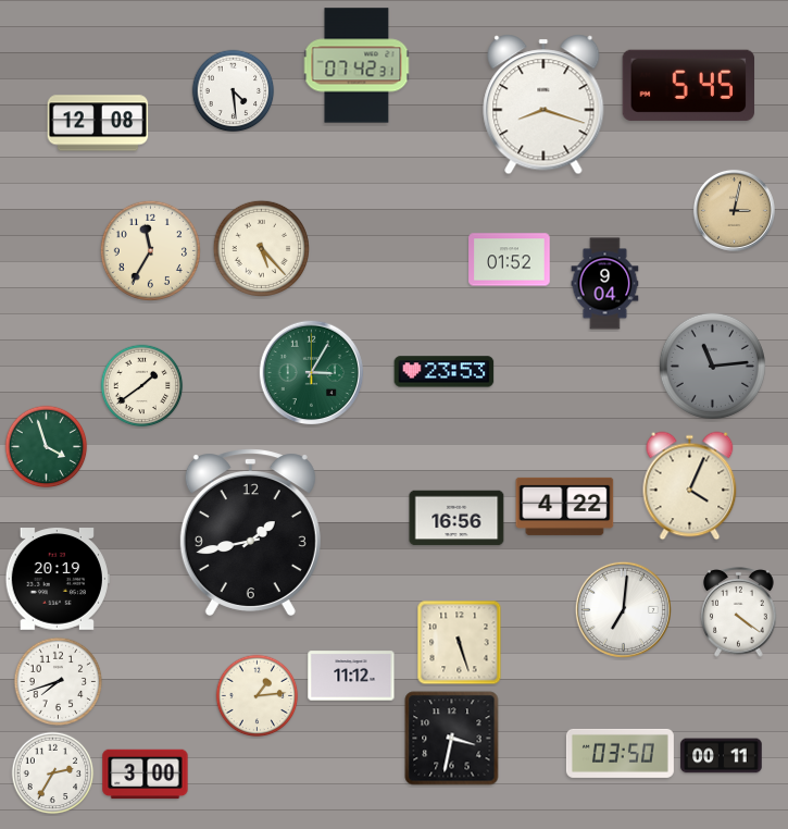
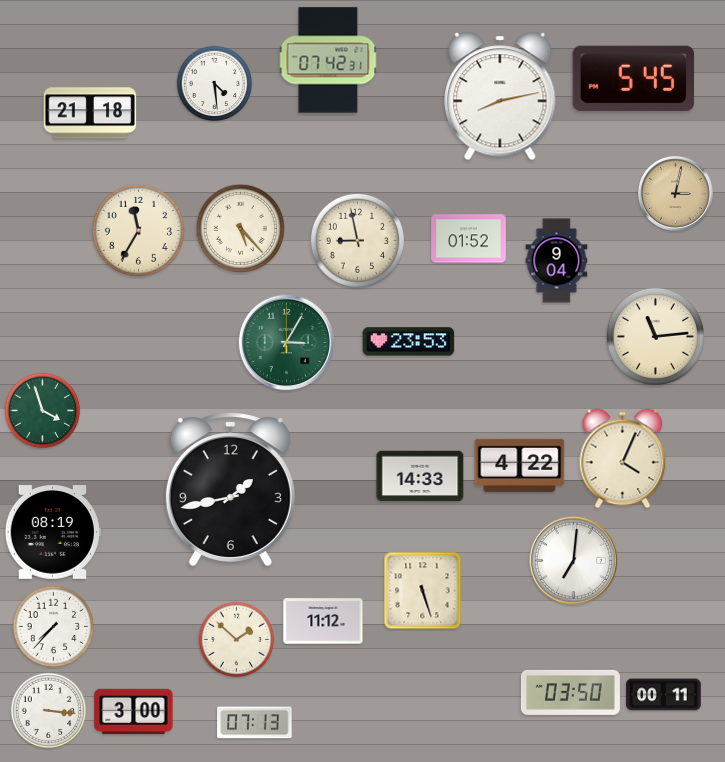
clock at (543, 104): 8:18 -> 8:13
clock at (98, 123): 12:08 -> 21:18
clock at (357, 240): none -> 8:58
clock at (712, 366) dial: grey -> cream
clock at (142, 386): 1:39 -> none
clock at (690, 486) position: (690, 486) -> (623, 459)
clock at (456, 518): 16:56 -> 14:33
clock at (58, 579): 20:19 -> 08:19
clock at (739, 613): 4:21 -> none
clock at (59, 682): 7:42 -> 7:37
clock at (258, 696): 1:14 -> 1:52
clock at (452, 739): 3:32 -> none
clock at (53, 774): 2:35 -> 3:16
clock at (255, 723): none -> 07:13
